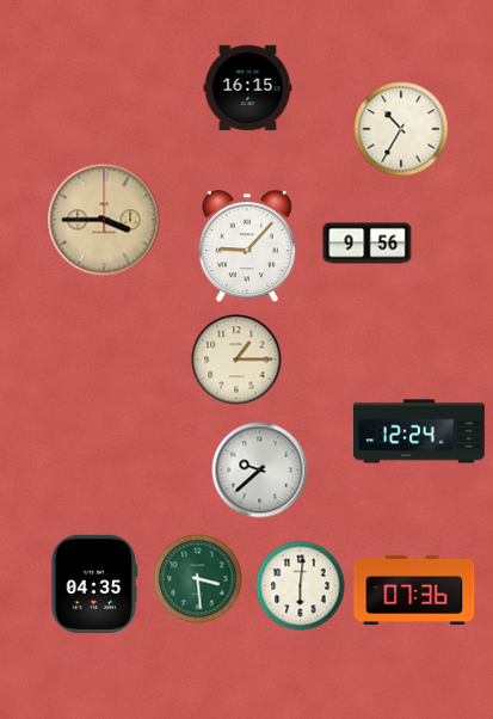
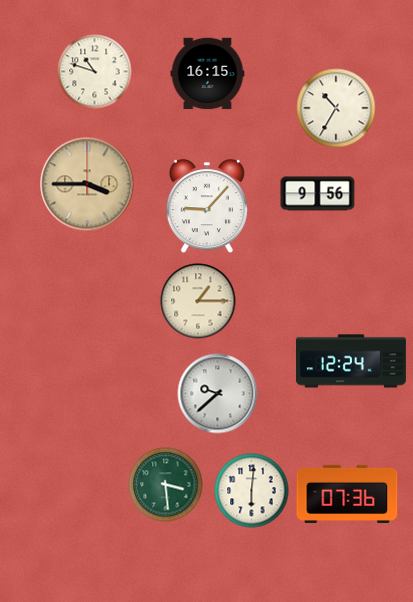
clock at (95, 72): none -> 10:48
clock at (368, 244) position: (368, 244) -> (318, 194)
clock at (94, 583): 04:35 -> none
